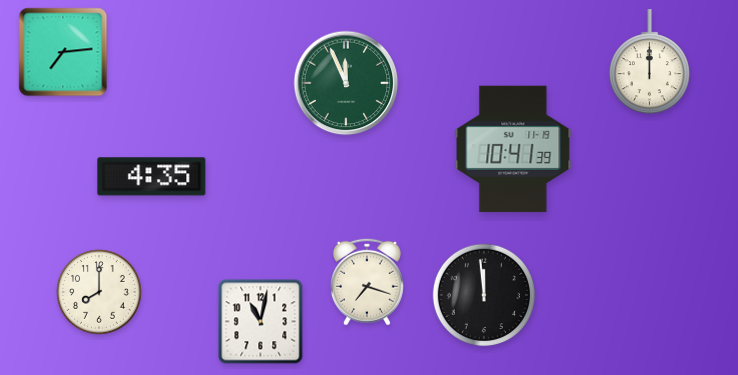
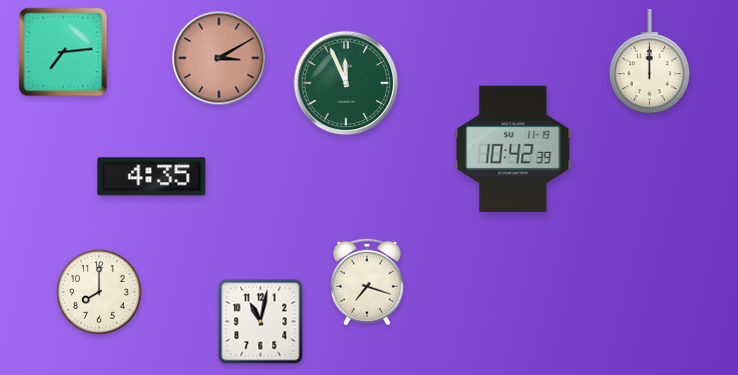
clock at (219, 58): none -> 3:10
clock at (513, 149): 10:41 -> 10:42
clock at (484, 295): 11:59 -> none
